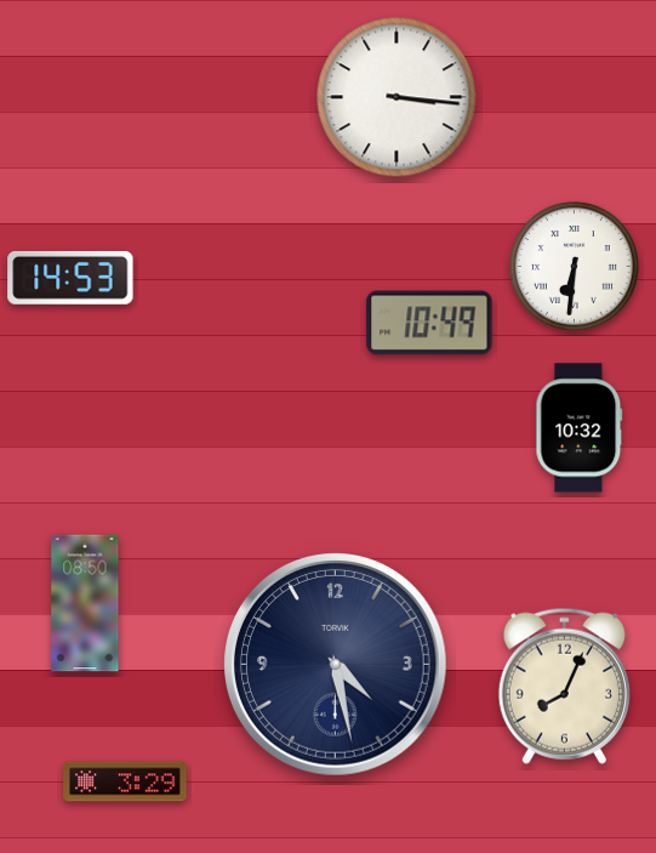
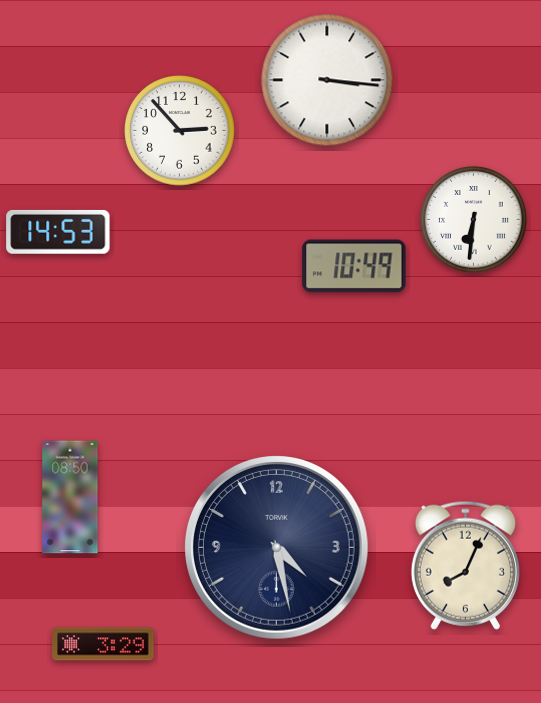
clock at (180, 131): none -> 2:53
clock at (70, 278) position: (70, 278) -> (58, 232)
clock at (580, 428): 10:32 -> none
